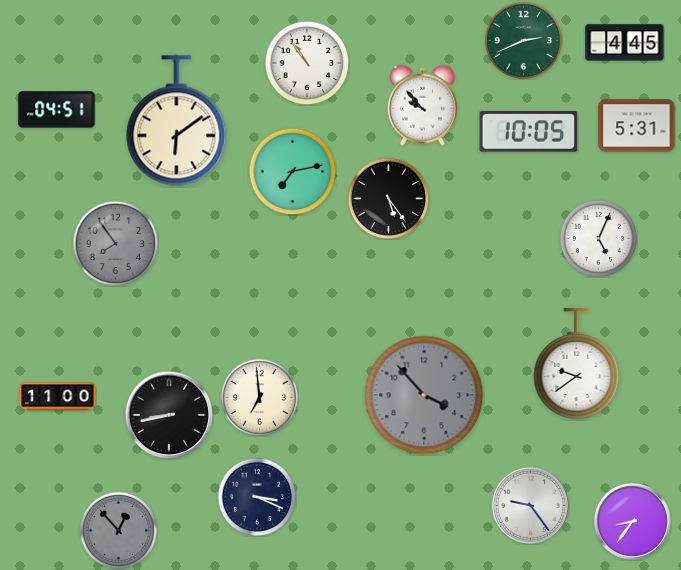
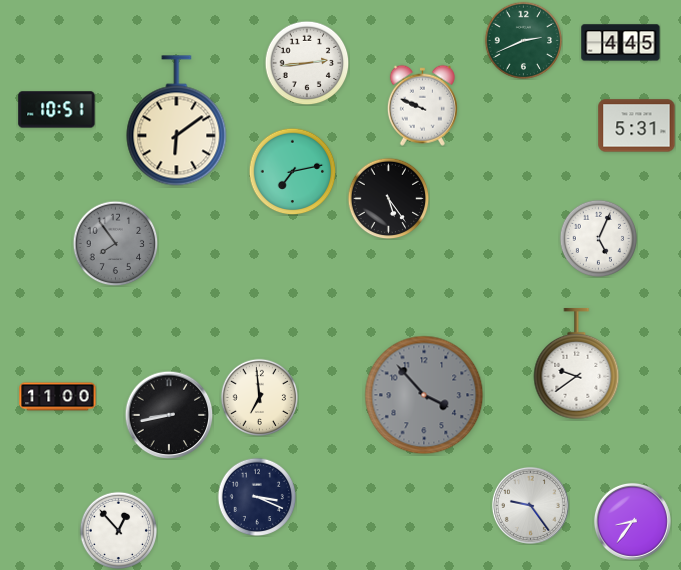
clock at (625, 43) position: (625, 43) -> (621, 43)
clock at (307, 63): 10:54 -> 2:44
clock at (422, 105): 9:53 -> 9:49
clock at (57, 110): 04:51 -> 10:51
clock at (529, 132): 10:05 -> none
clock at (118, 530) dial: grey -> white
